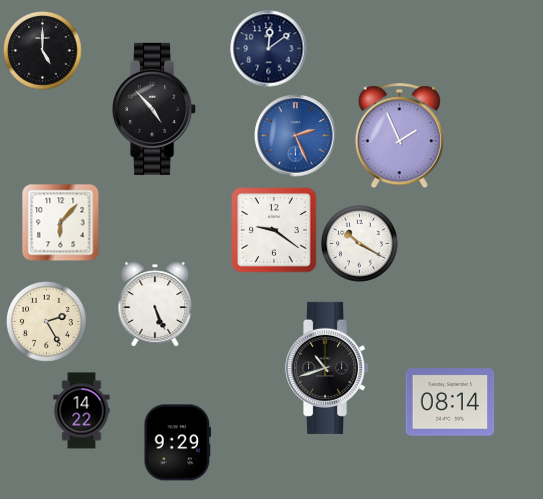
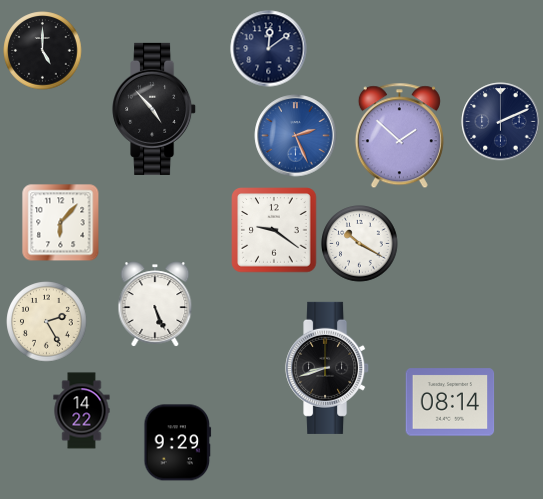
clock at (501, 122): none -> 2:11
clock at (399, 136): 1:56 -> 1:52
clock at (328, 368): 10:42 -> 8:42
